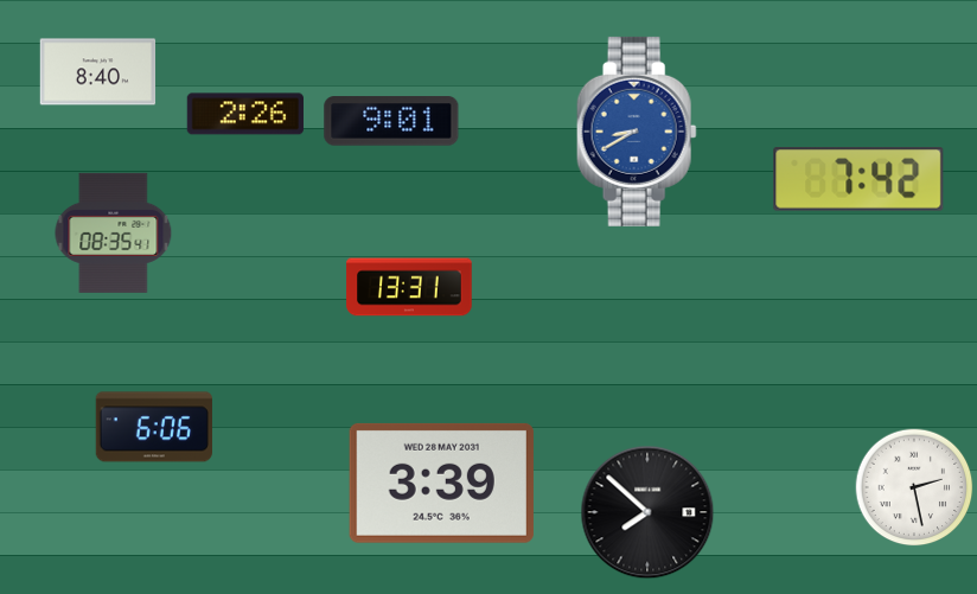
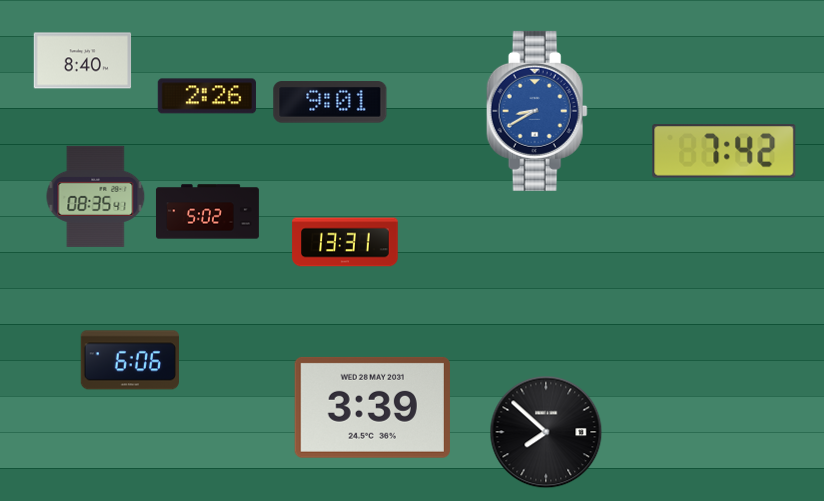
clock at (207, 212): none -> 5:02
clock at (914, 487): 2:28 -> none
